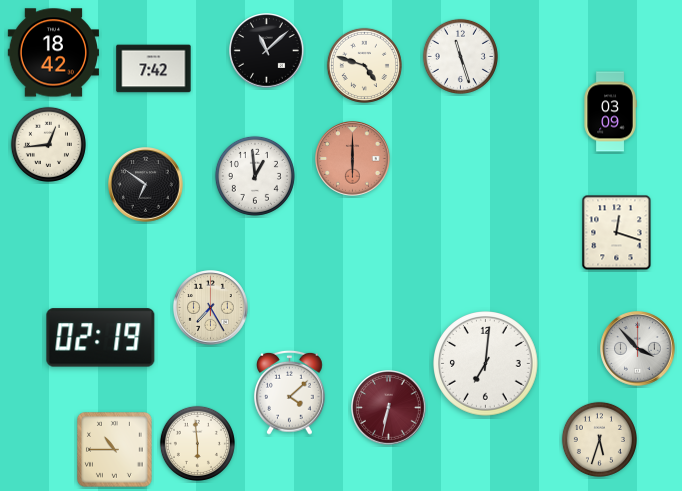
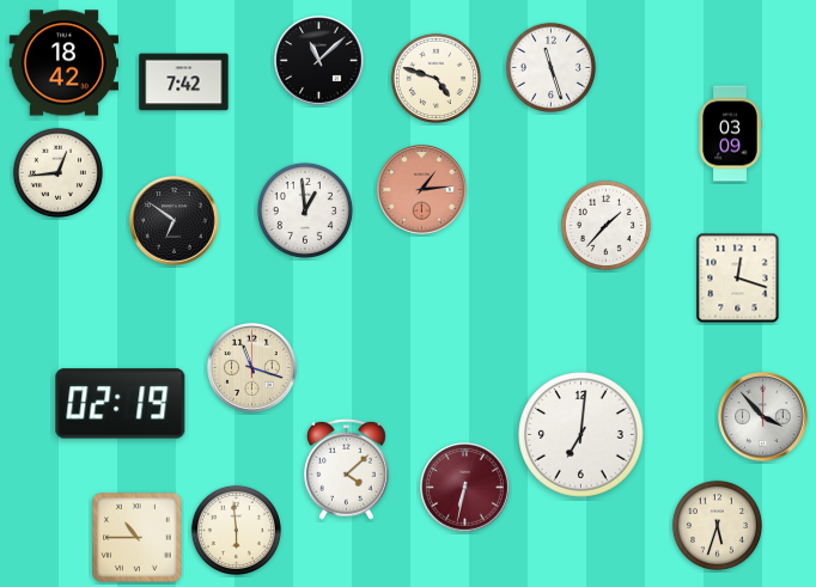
clock at (353, 159): 6:00 -> 1:14
clock at (605, 225): none -> 1:37
clock at (211, 308): 7:25 -> 11:18
